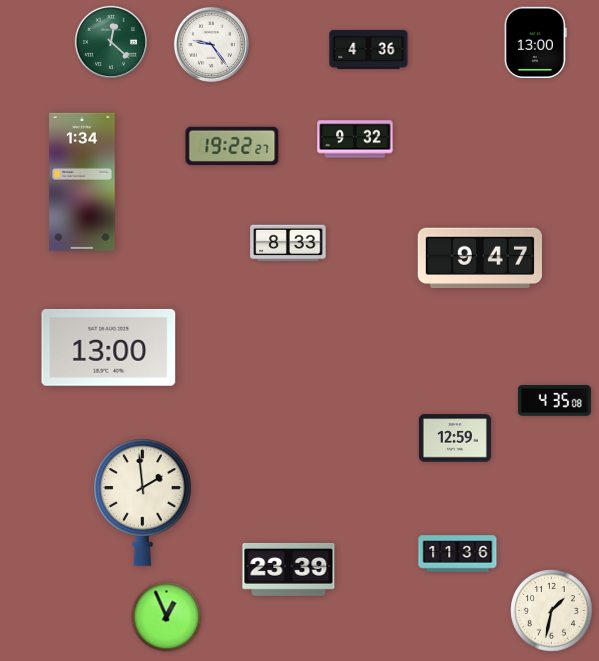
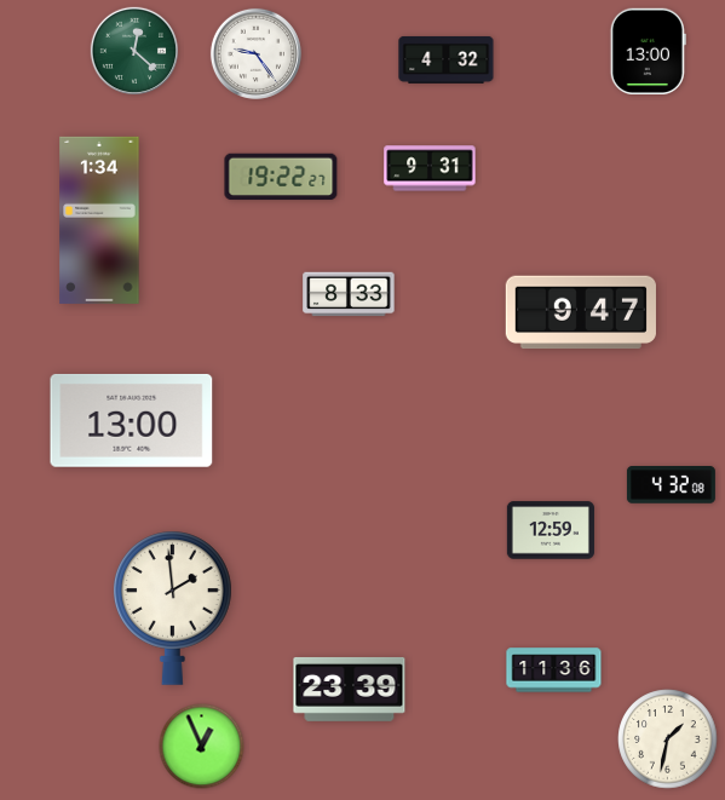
clock at (369, 49): 4:36 -> 4:32
clock at (355, 139): 9:32 -> 9:31
clock at (554, 401): 4:35 -> 4:32
